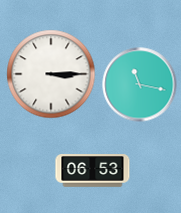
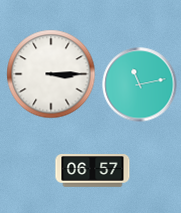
clock at (140, 85): 11:17 -> 11:13
clock at (93, 171): 06:53 -> 06:57
